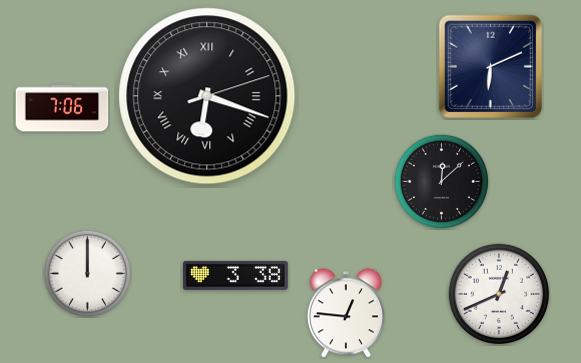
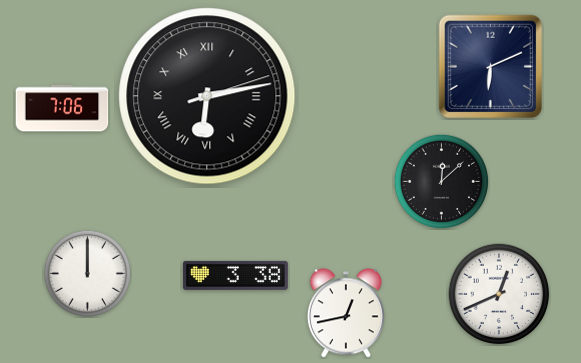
clock at (207, 96): 6:18 -> 6:13
clock at (346, 313): 12:46 -> 12:43
